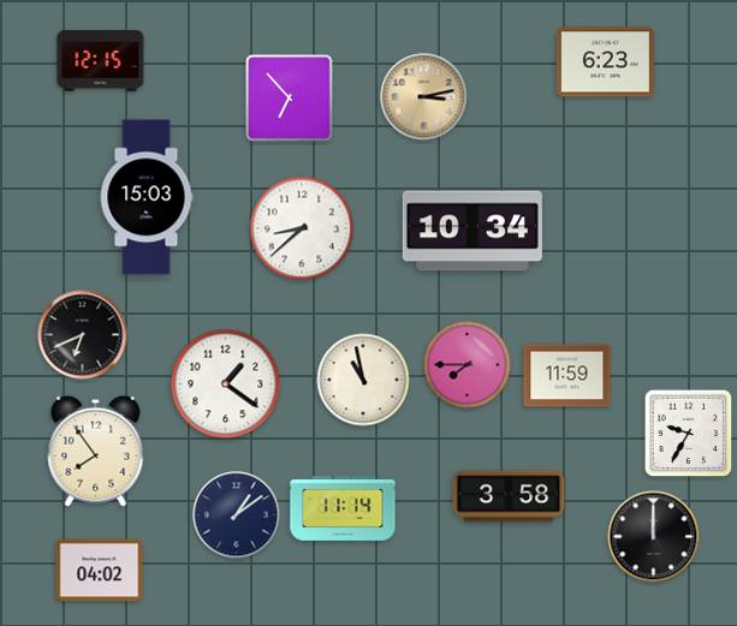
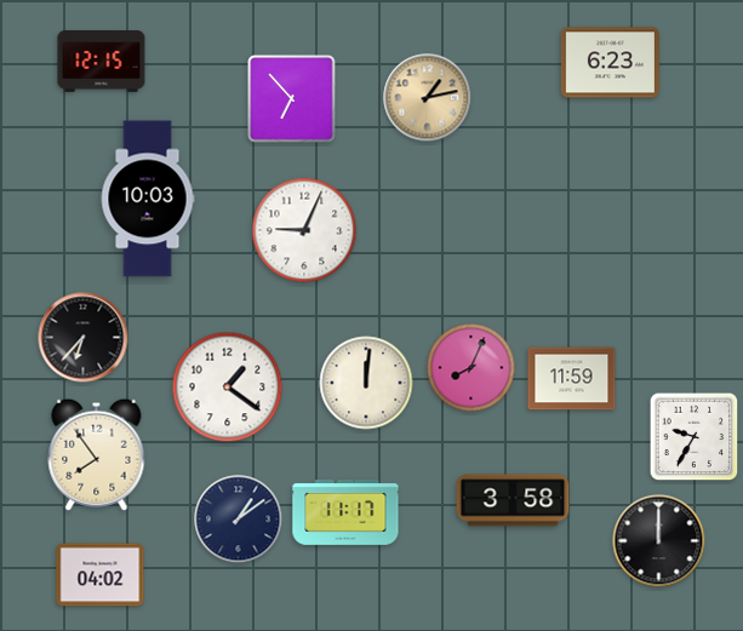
clock at (424, 97): 3:13 -> 1:13
clock at (147, 197): 15:03 -> 10:03
clock at (302, 228): 8:38 -> 9:04
clock at (472, 231): 10:34 -> none
clock at (83, 335): 6:41 -> 6:37
clock at (468, 365): 7:45 -> 8:04
clock at (363, 380): 10:58 -> 12:01
clock at (343, 508): 11:14 -> 11:17
